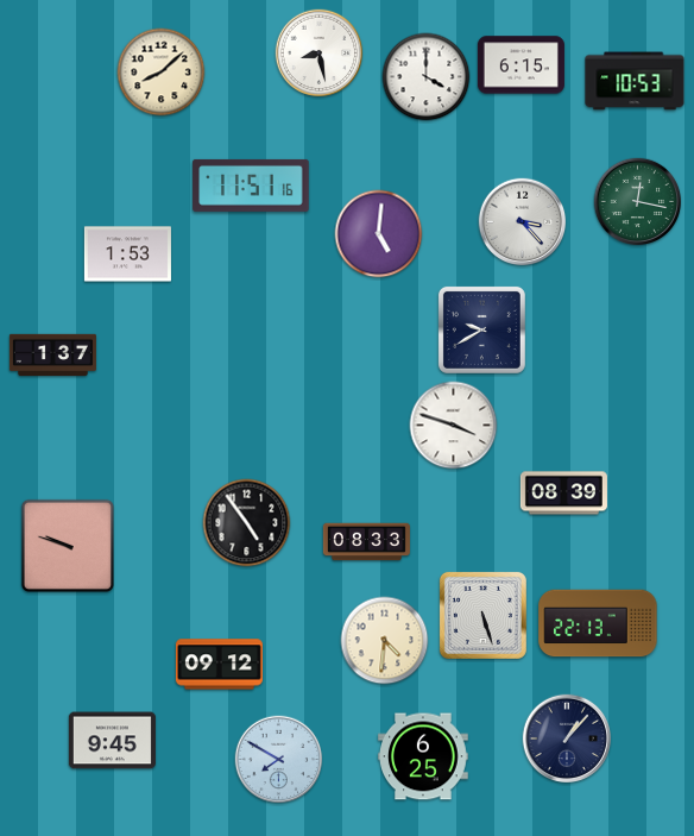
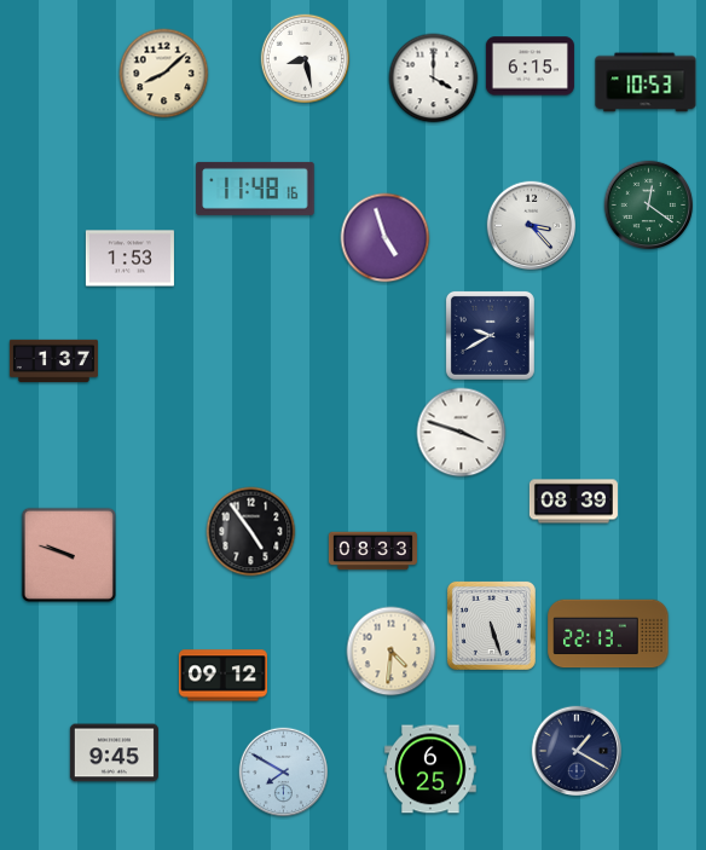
clock at (320, 54) position: (320, 54) -> (306, 59)
clock at (251, 186): 11:51 -> 11:48
clock at (638, 202): 12:17 -> 12:21
clock at (379, 234): 5:01 -> 4:57
clock at (567, 738): 1:07 -> 1:20
